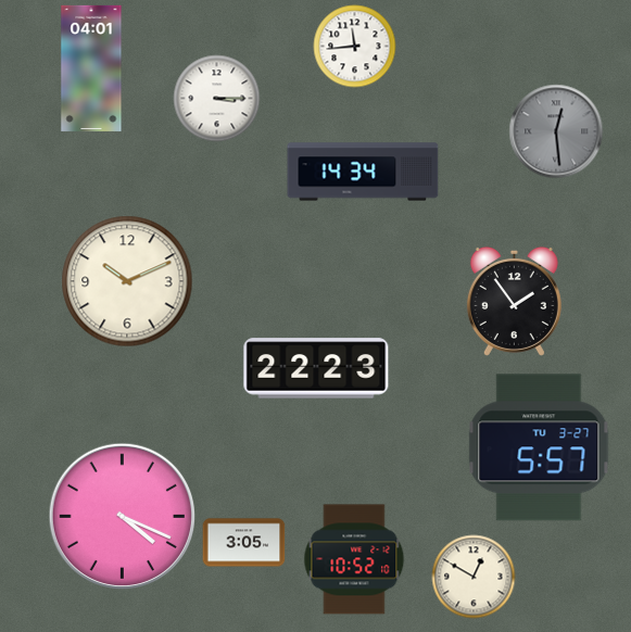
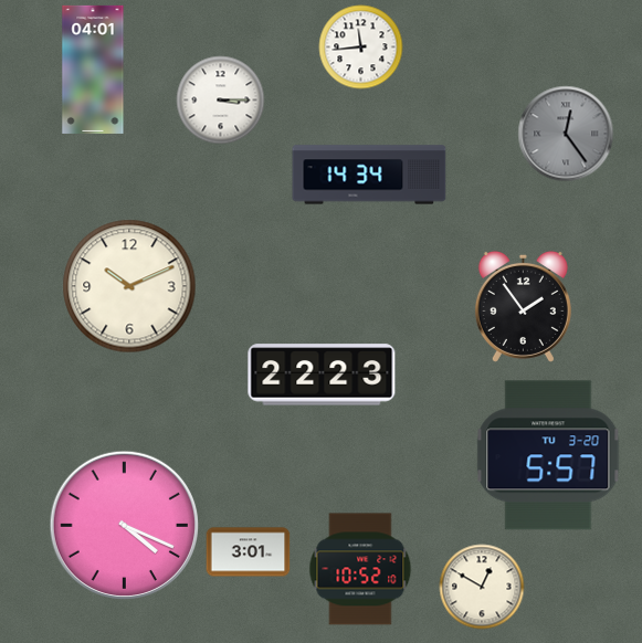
clock at (556, 131): 12:29 -> 12:24
clock at (539, 447) date: TU 3-27 -> TU 3-20
clock at (244, 543): 3:05 -> 3:01
